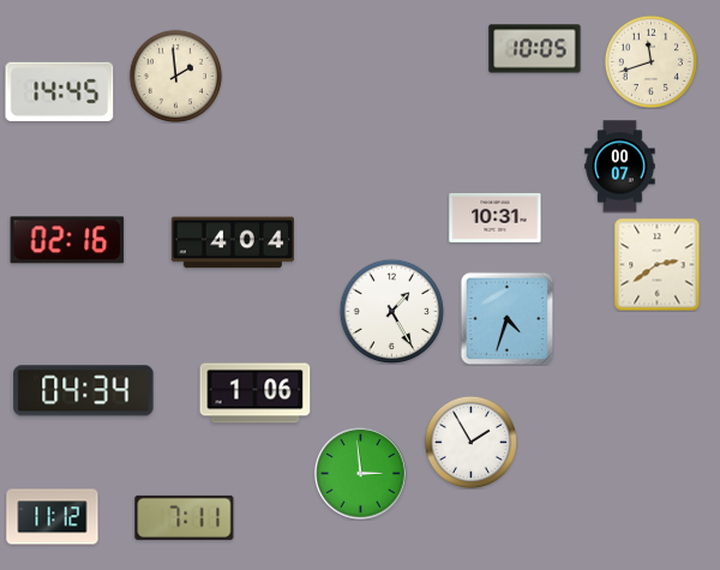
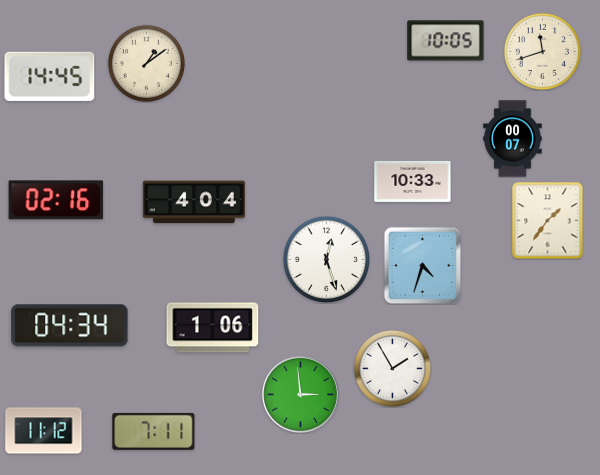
clock at (175, 76): 1:59 -> 1:09
clock at (620, 167) position: (620, 167) -> (513, 139)
clock at (496, 217): 10:31 -> 10:33
clock at (658, 264): 2:39 -> 1:36
clock at (391, 311): 1:25 -> 12:27
